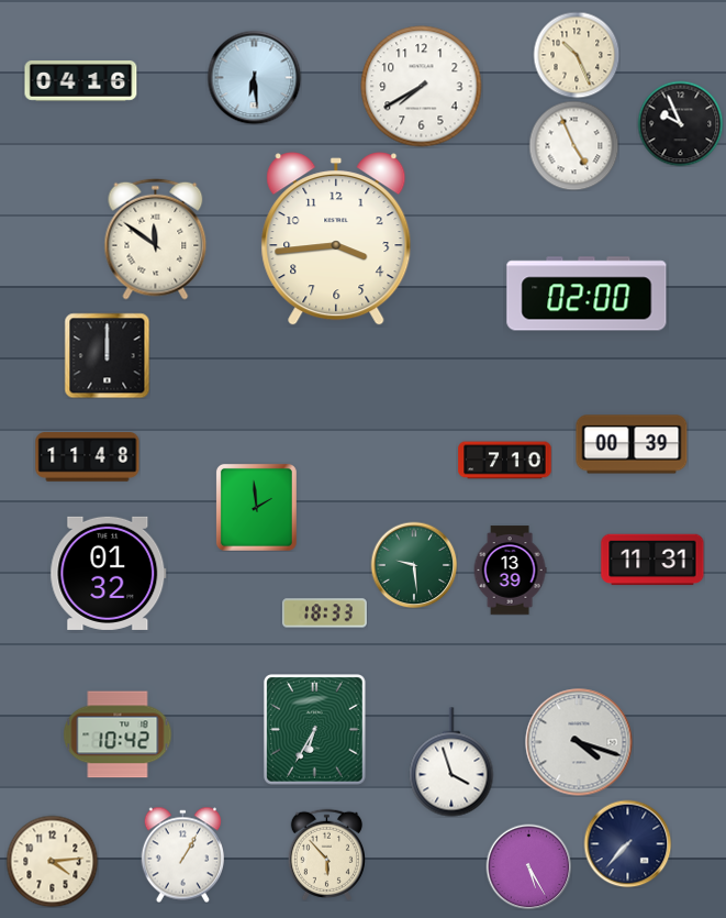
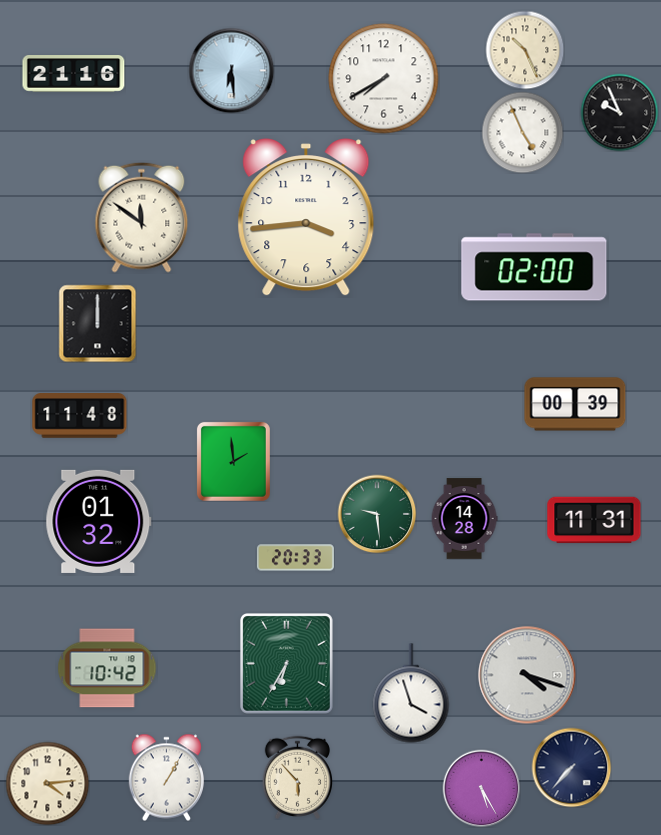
clock at (81, 81): 04:16 -> 21:16
clock at (505, 461): 7:10 -> none
clock at (652, 560) position: (652, 560) -> (594, 520)
clock at (510, 571): 13:39 -> 14:28
clock at (324, 613): 18:33 -> 20:33
